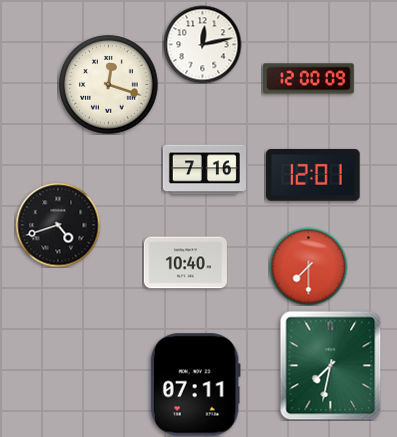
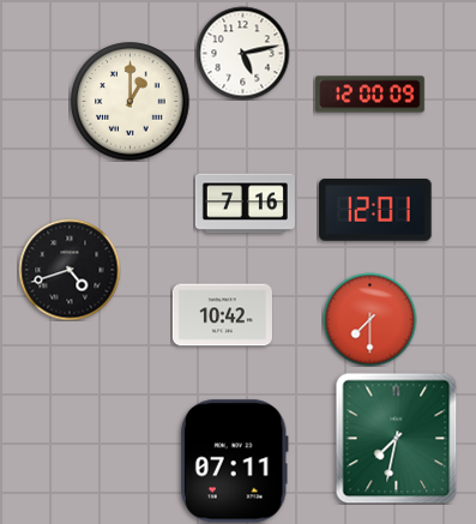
clock at (202, 44): 12:13 -> 5:13
clock at (109, 85): 12:18 -> 1:00
clock at (185, 263): 10:40 -> 10:42
